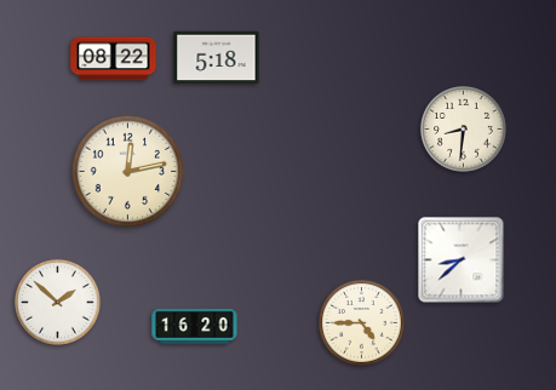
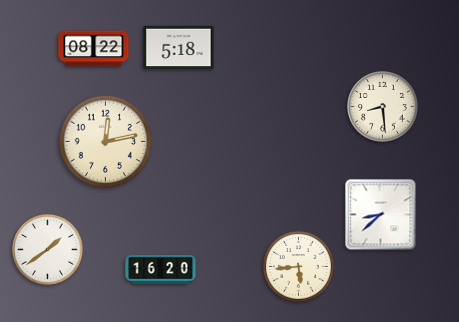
clock at (464, 130): 8:31 -> 8:29
clock at (58, 303): 1:52 -> 1:39
clock at (362, 323): 4:45 -> 5:44
